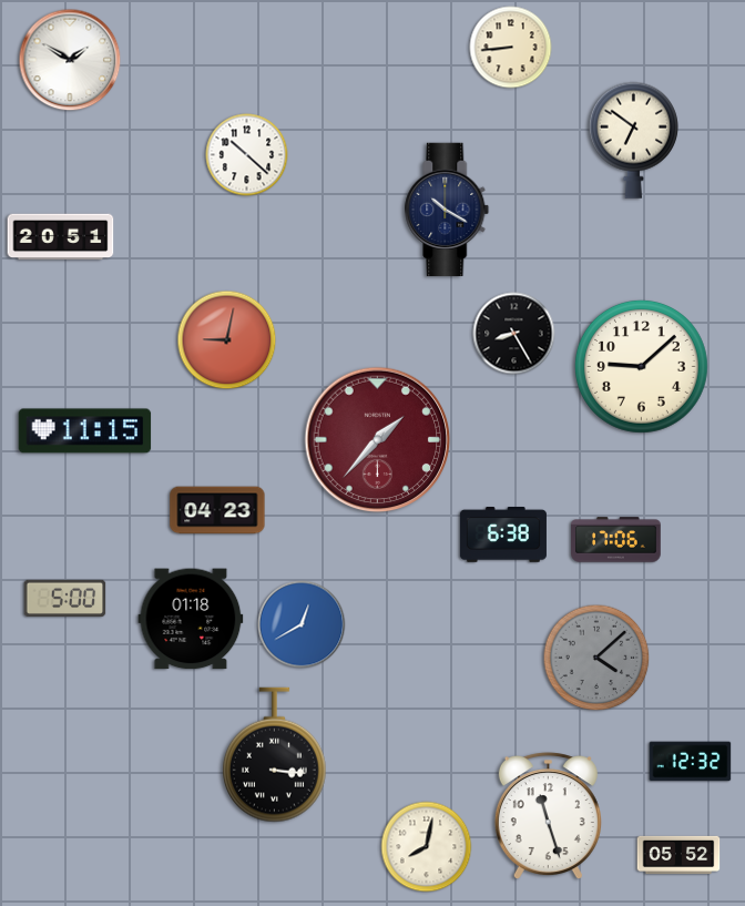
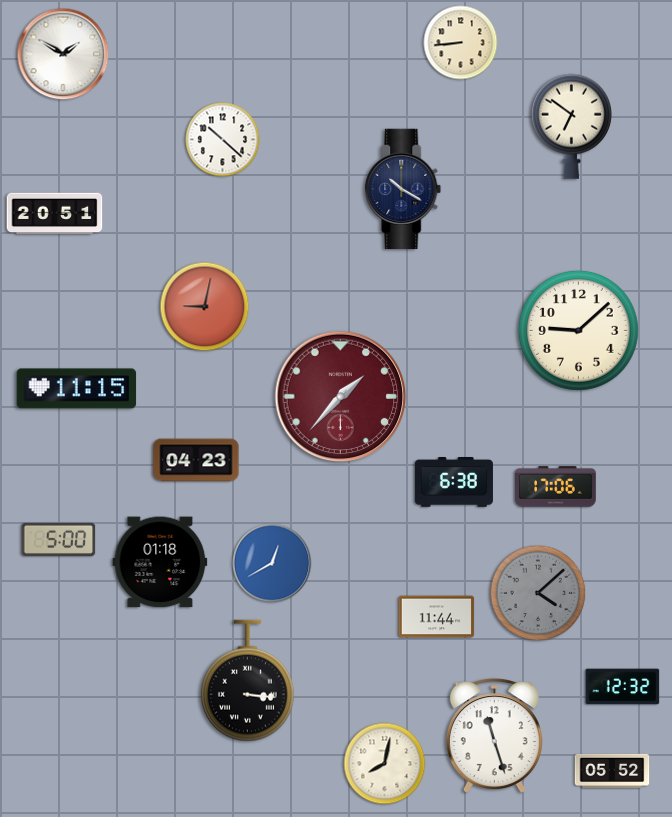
clock at (514, 334): 8:25 -> none
clock at (191, 619) position: (191, 619) -> (160, 562)
clock at (437, 617): none -> 11:44
